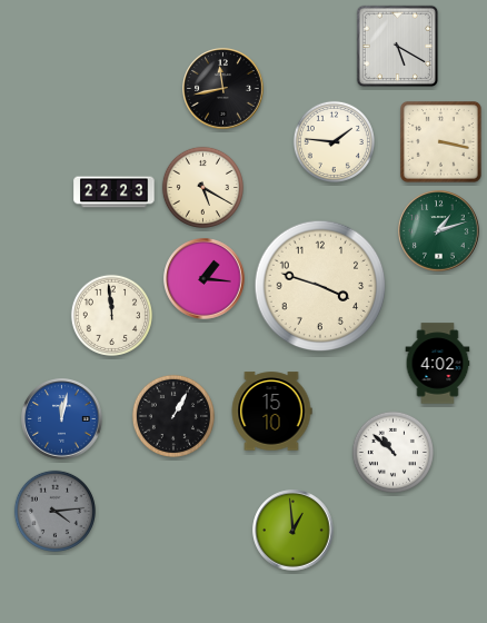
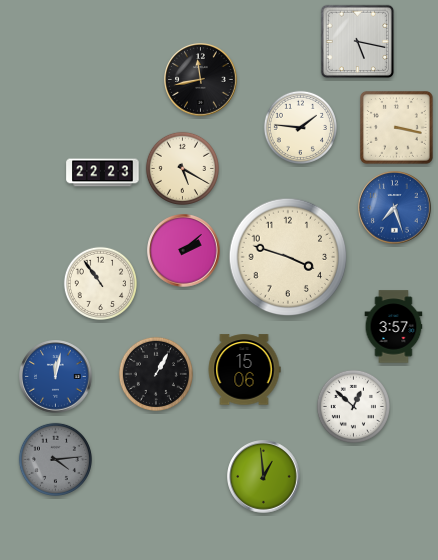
clock at (398, 47): 5:20 -> 5:17
clock at (439, 231): 1:12 -> 7:27
clock at (439, 231) dial: green -> blue
clock at (205, 279): 1:16 -> 2:08
clock at (111, 315): 11:59 -> 10:54
clock at (438, 364): 4:02 -> 3:57
clock at (271, 412): 15:10 -> 15:06
clock at (392, 452): 10:52 -> 12:52
clock at (54, 511) position: (54, 511) -> (55, 459)
